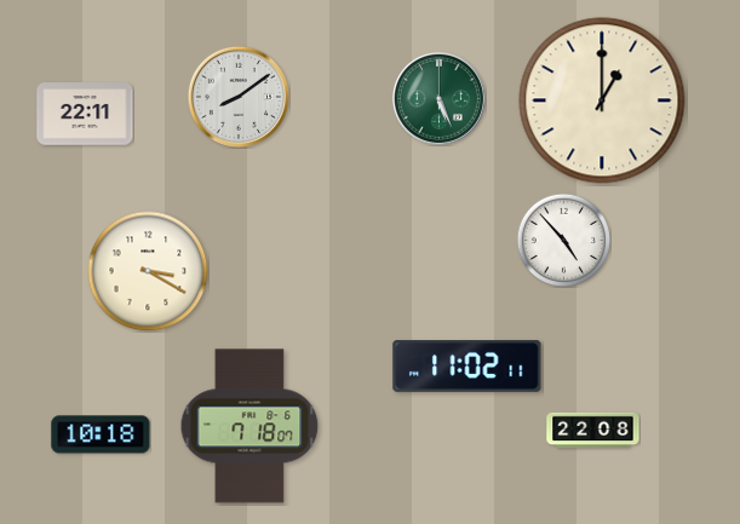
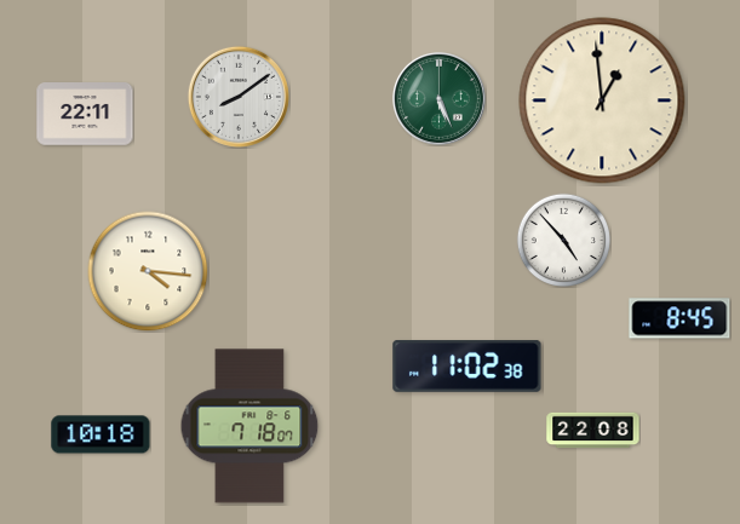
clock at (602, 100): 1:00 -> 12:59
clock at (148, 271): 3:20 -> 4:16
clock at (679, 318): none -> 8:45
clock at (467, 367): 11:02:11 -> 11:02:38
